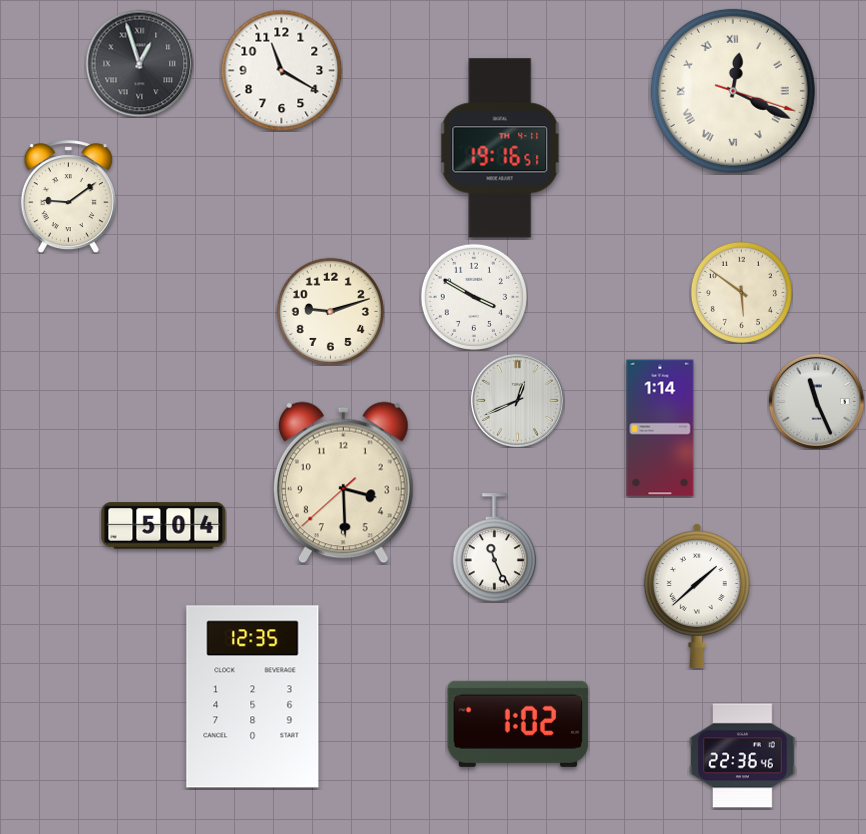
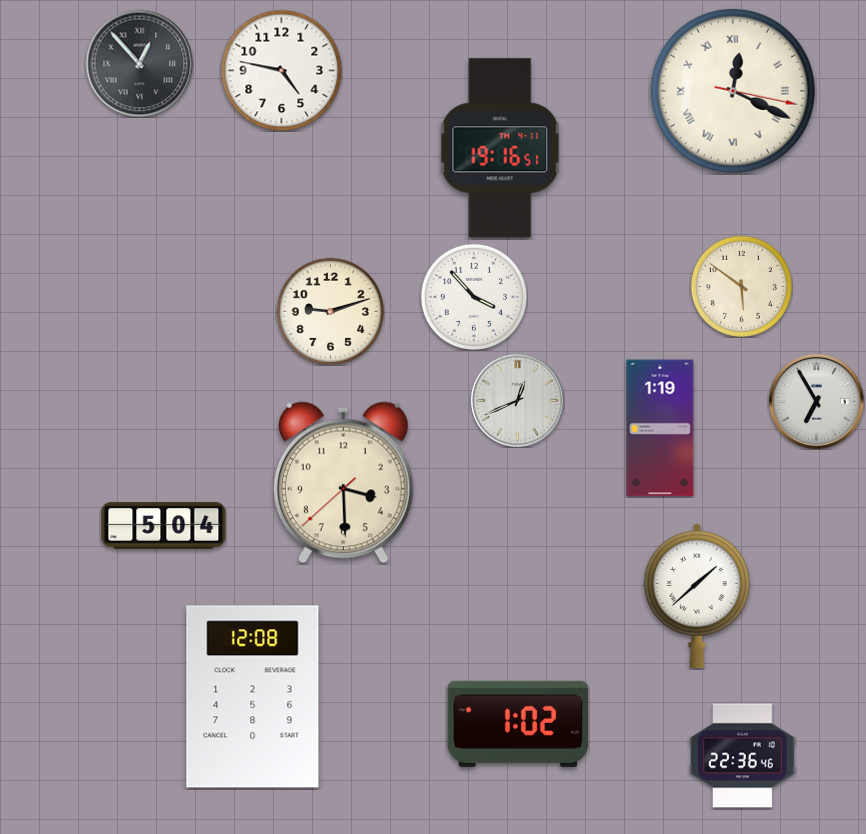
clock at (139, 63): 12:57 -> 12:53
clock at (281, 70): 11:20 -> 4:47
clock at (733, 91): 12:19:18 -> 12:19:17
clock at (68, 197): 9:09 -> none
clock at (741, 292) position: (741, 292) -> (741, 286)
clock at (474, 297): 3:50 -> 3:53
clock at (816, 401): 11:26 -> 6:55
clock at (660, 428): 1:14 -> 1:19
clock at (494, 548): 11:26 -> none
clock at (253, 697): 12:35 -> 12:08
